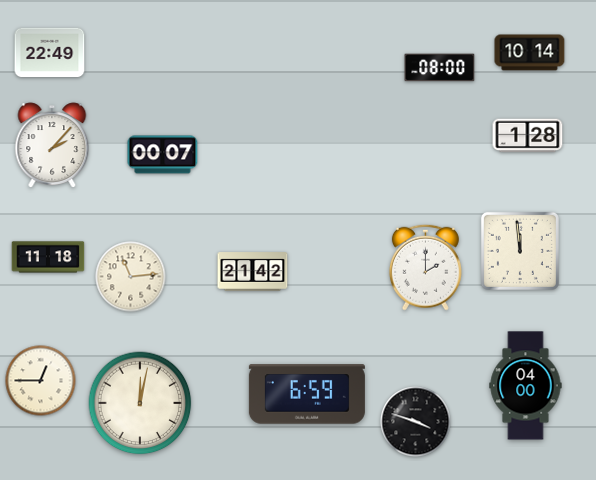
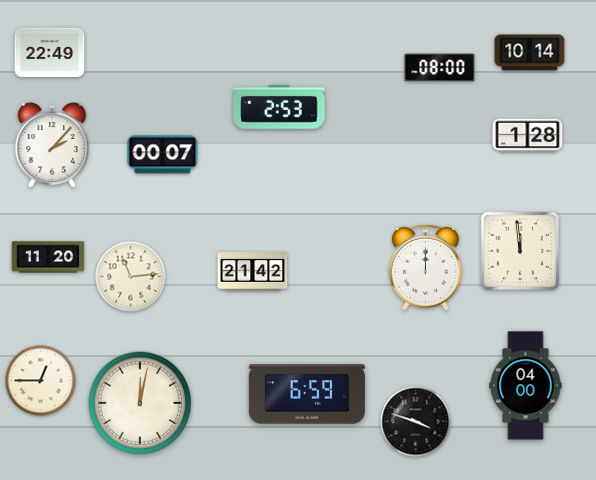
clock at (279, 107): none -> 2:53
clock at (48, 257): 11:18 -> 11:20
clock at (425, 267): 2:00 -> 12:00
